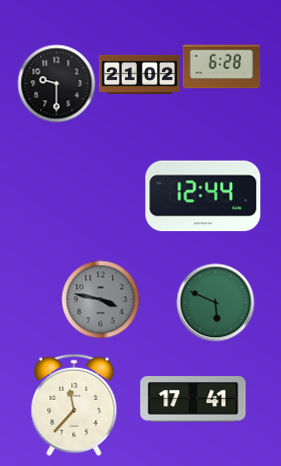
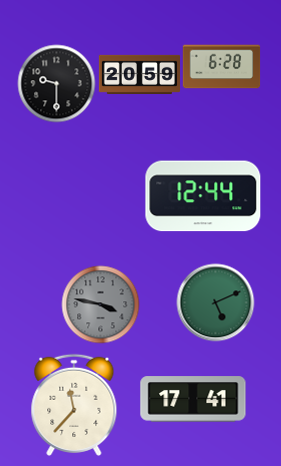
clock at (139, 74): 21:02 -> 20:59
clock at (100, 299) position: (100, 299) -> (100, 304)
clock at (215, 302): 5:49 -> 5:11
